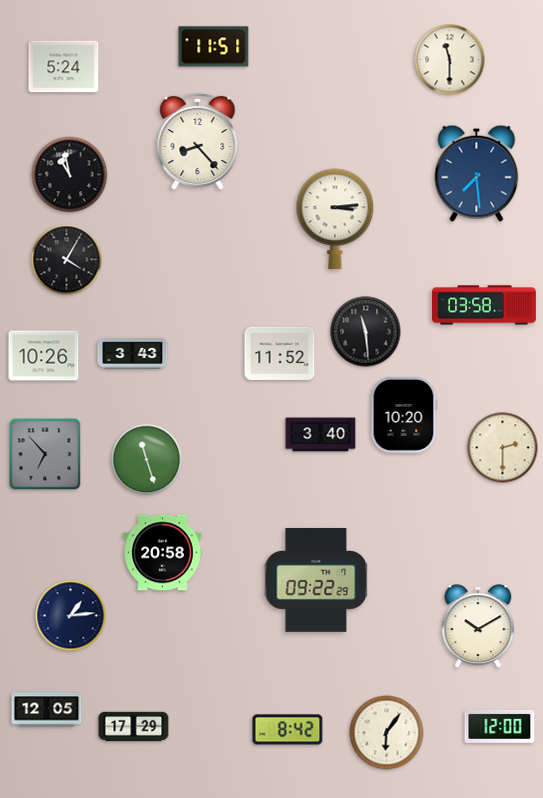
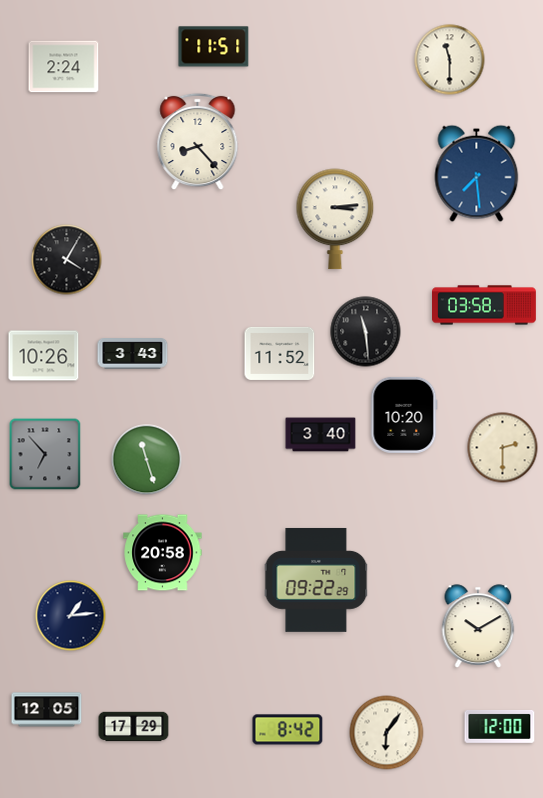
clock at (64, 67): 5:24 -> 2:24
clock at (70, 175): 10:58 -> none
